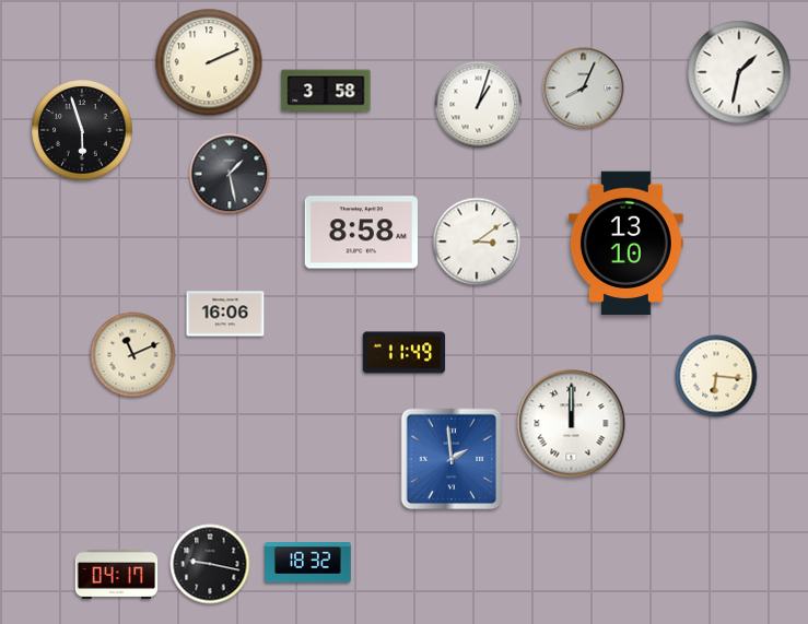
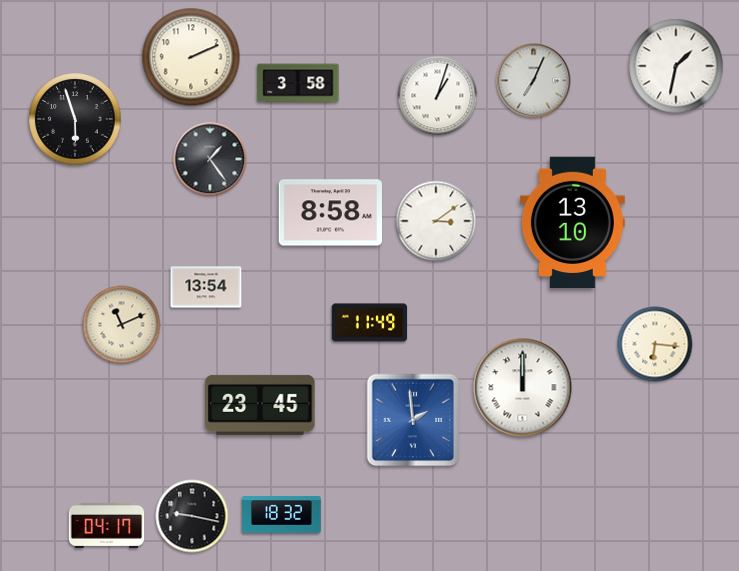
clock at (584, 89): 8:04 -> 7:04
clock at (230, 174): 1:28 -> 1:24
clock at (225, 314): 16:06 -> 13:54
clock at (260, 405): none -> 23:45
